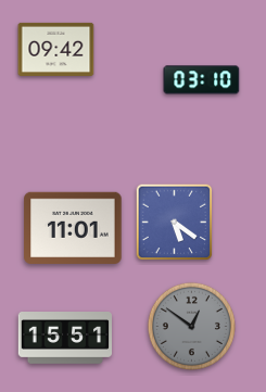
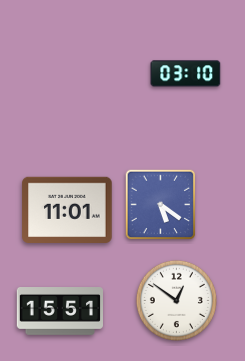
clock at (56, 49): 09:42 -> none
clock at (191, 326) dial: grey -> white
